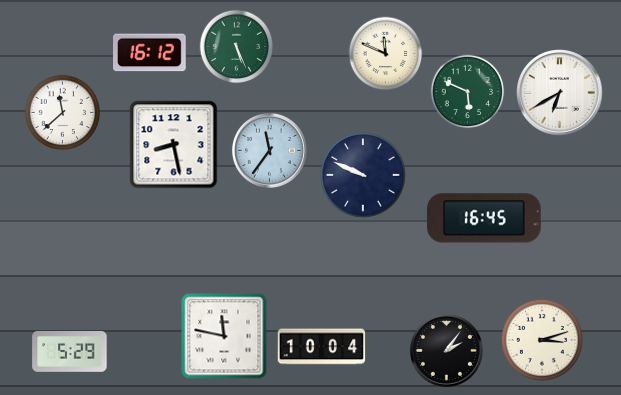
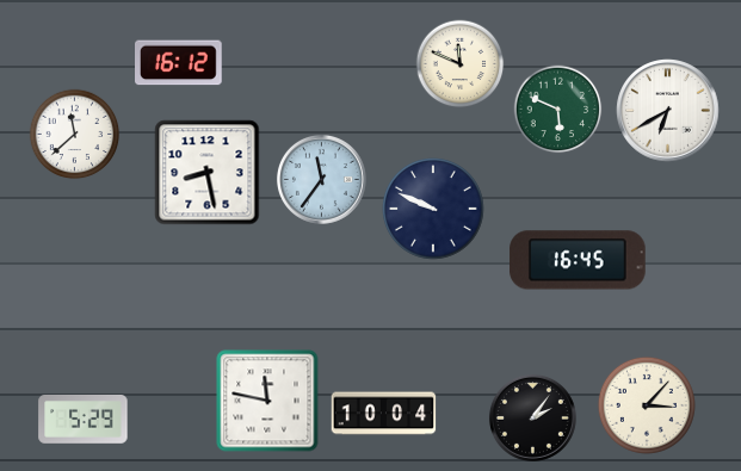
clock at (237, 47): 5:26 -> none
clock at (542, 340): 3:12 -> 3:07
